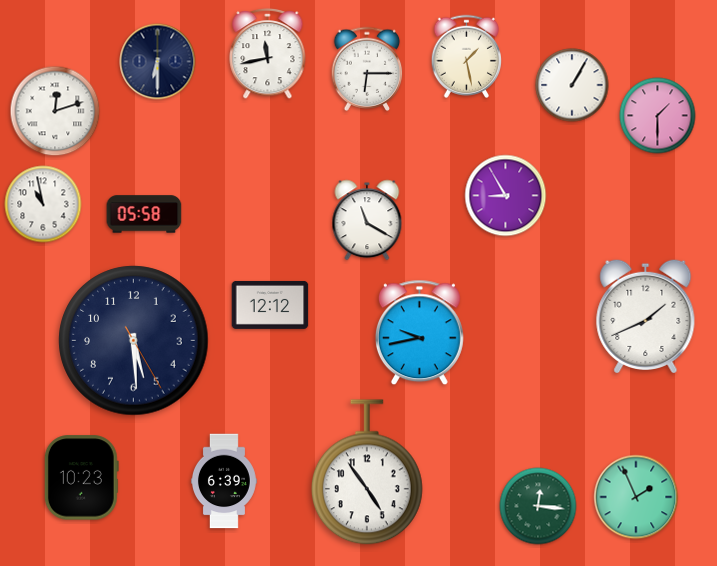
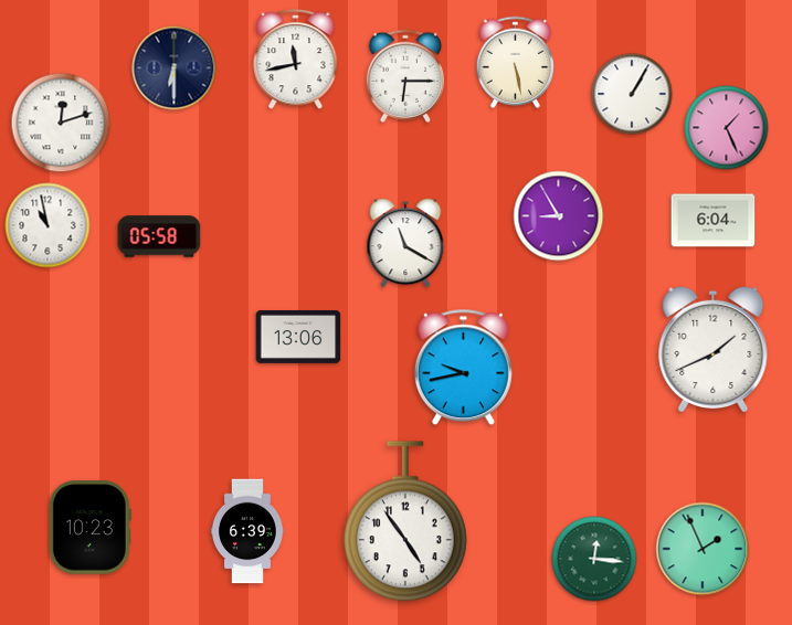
clock at (466, 56): 1:28 -> 5:28
clock at (658, 116): 1:30 -> 1:26
clock at (714, 221): none -> 6:04
clock at (270, 305): 12:12 -> 13:06
clock at (134, 341): 5:29 -> none
